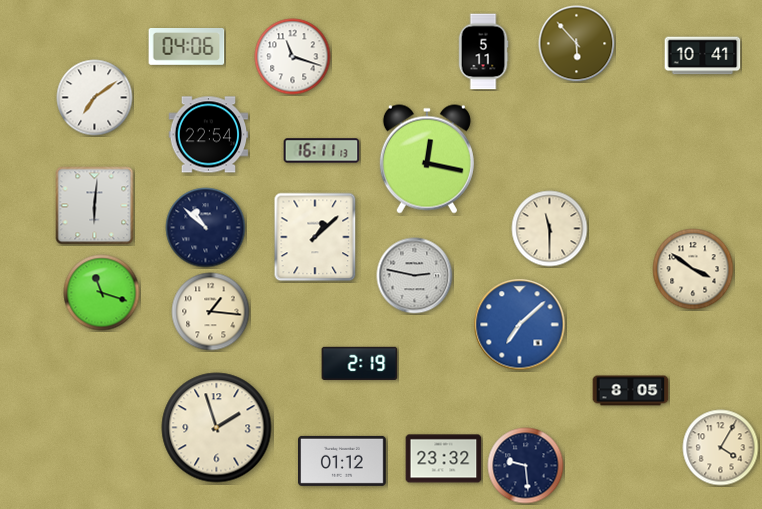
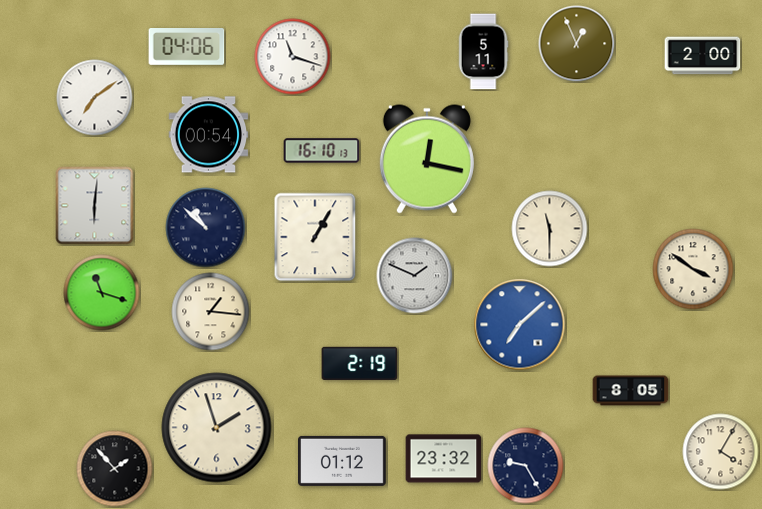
clock at (577, 44): 5:53 -> 12:56
clock at (703, 56): 10:41 -> 2:00
clock at (209, 135): 22:54 -> 00:54
clock at (322, 151): 16:11 -> 16:10
clock at (315, 237): 1:08 -> 1:05
clock at (415, 276): 2:47 -> 1:49
clock at (721, 448) position: (721, 448) -> (721, 452)
clock at (526, 466): 9:29 -> 9:25
clock at (115, 469): none -> 1:53
